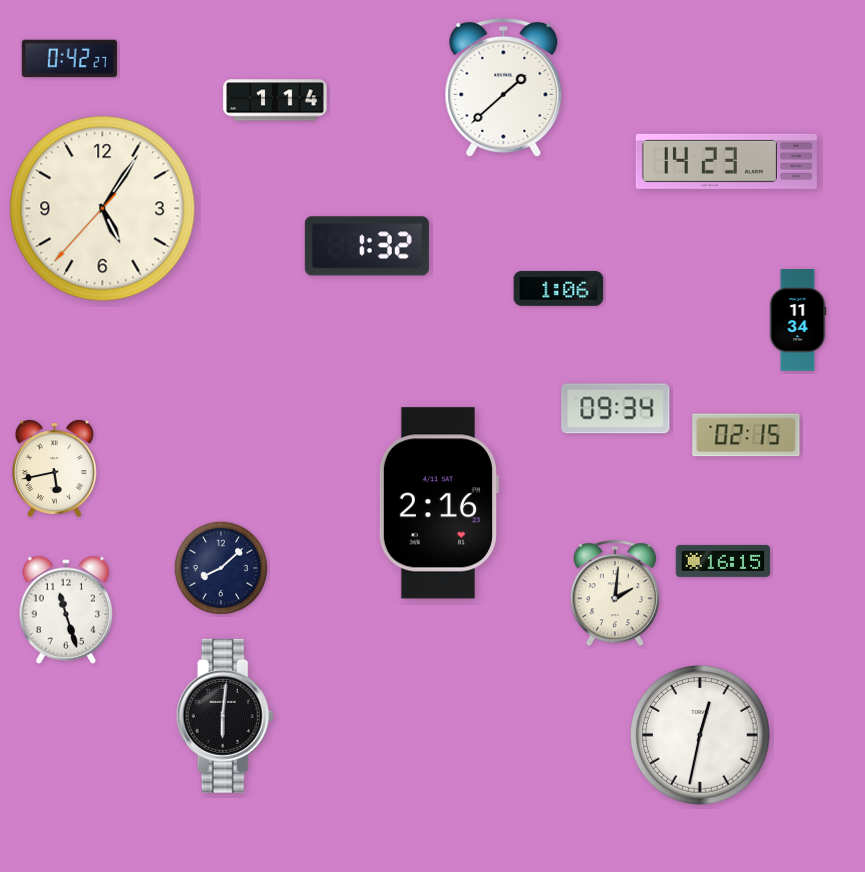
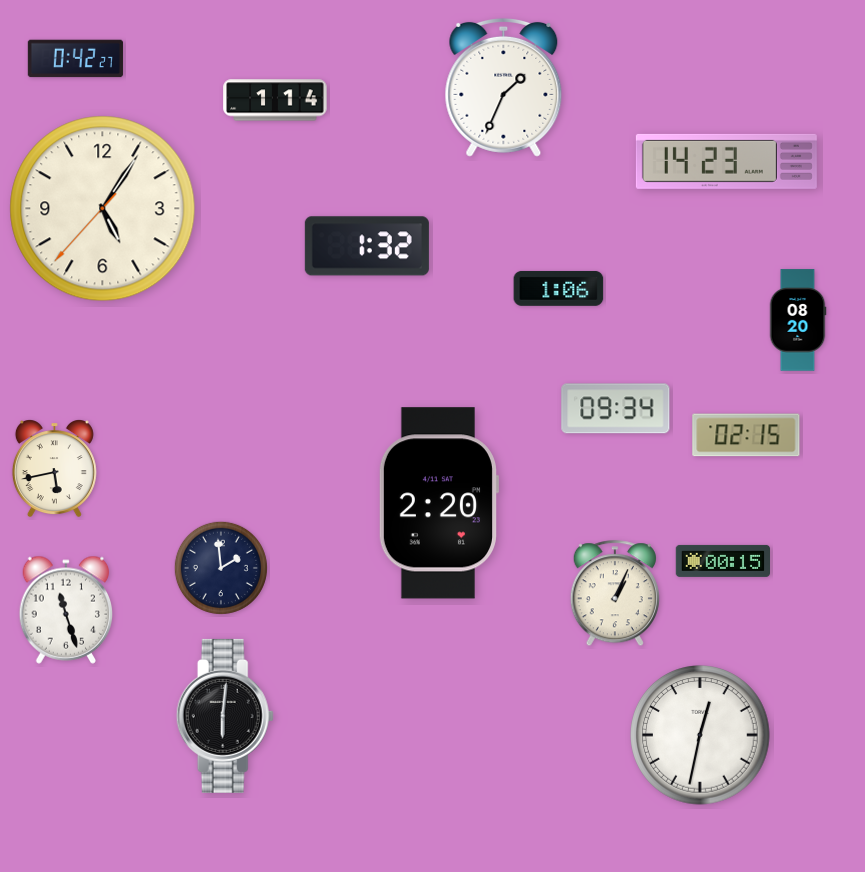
clock at (69, 59) position: (69, 59) -> (75, 59)
clock at (504, 87): 1:38 -> 1:34
clock at (798, 320): 11:34 -> 08:20
clock at (438, 503): 2:16 -> 2:20
clock at (722, 561): 16:15 -> 00:15
clock at (221, 568): 8:08 -> 1:59
clock at (615, 594): 2:01 -> 1:04
